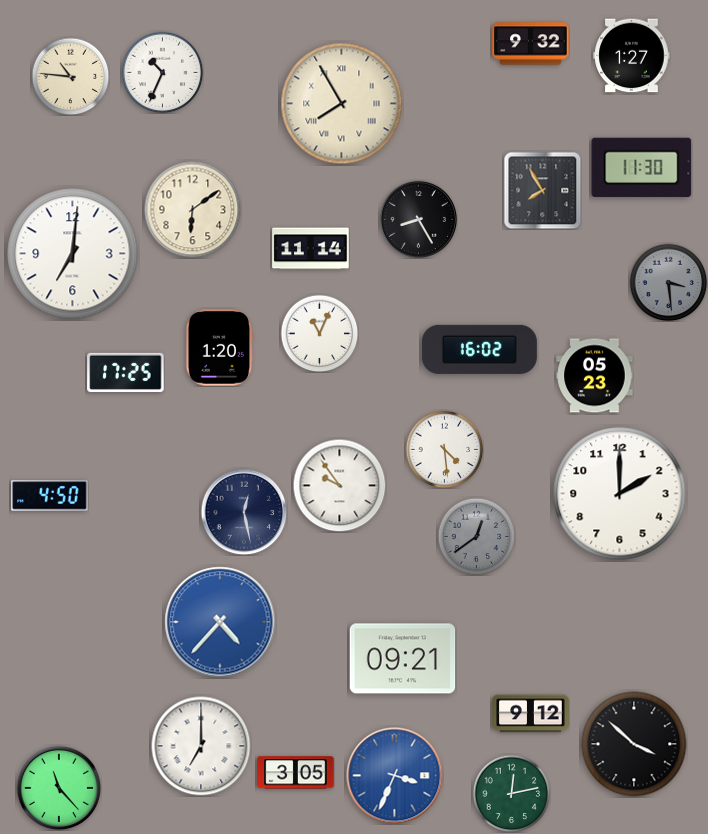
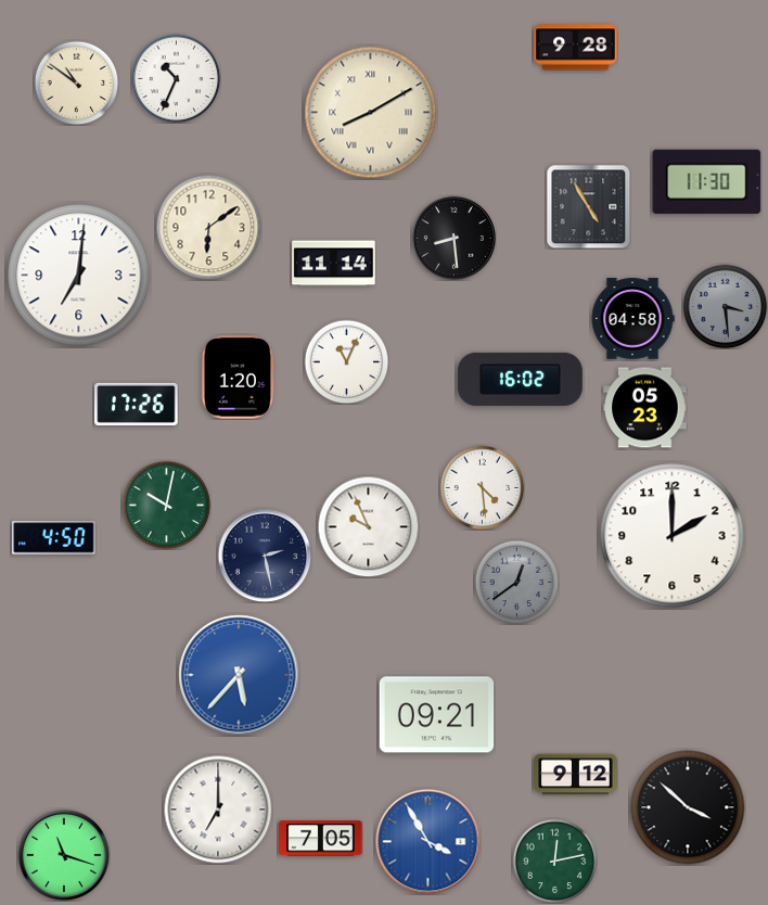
clock at (531, 44): 9:32 -> 9:28
clock at (632, 56): 1:27 -> none
clock at (70, 76): 10:46 -> 10:51
clock at (342, 104): 7:55 -> 8:10
clock at (642, 167) position: (642, 167) -> (707, 181)
clock at (542, 190): 7:55 -> 4:55
clock at (418, 219): 8:25 -> 8:29
clock at (311, 249) position: (311, 249) -> (334, 264)
clock at (632, 319): none -> 04:58
clock at (126, 372): 17:25 -> 17:26
clock at (166, 505): none -> 10:02
clock at (339, 485): 9:54 -> 9:56
clock at (244, 512): 12:28 -> 2:28
clock at (220, 622): 4:37 -> 5:37
clock at (296, 773): 3:05 -> 7:05
clock at (395, 776): 3:34 -> 3:55
clock at (59, 788): 11:23 -> 11:18
